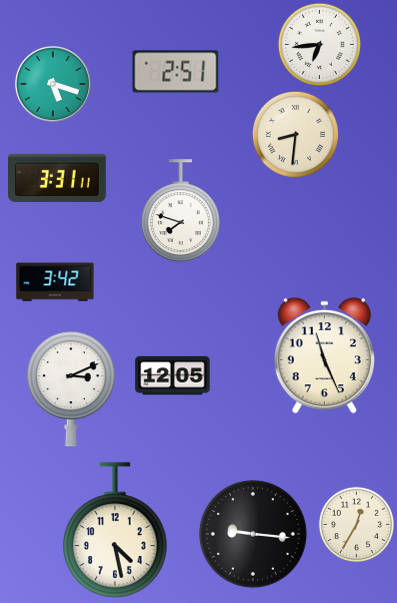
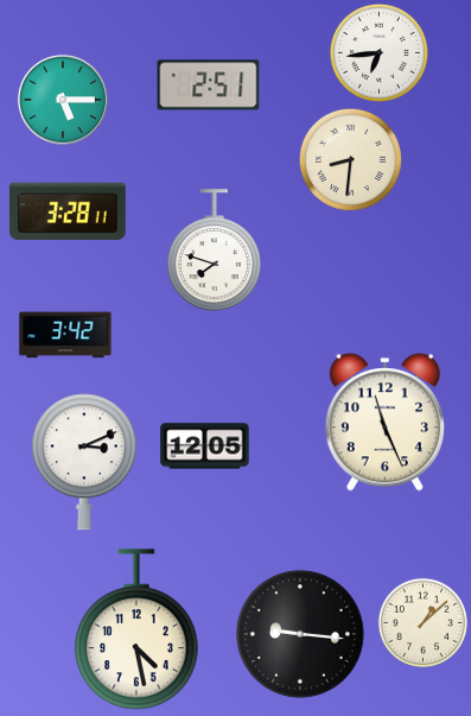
clock at (53, 84): 5:18 -> 5:15
clock at (57, 177): 3:31 -> 3:28
clock at (356, 524): 12:35 -> 1:08
